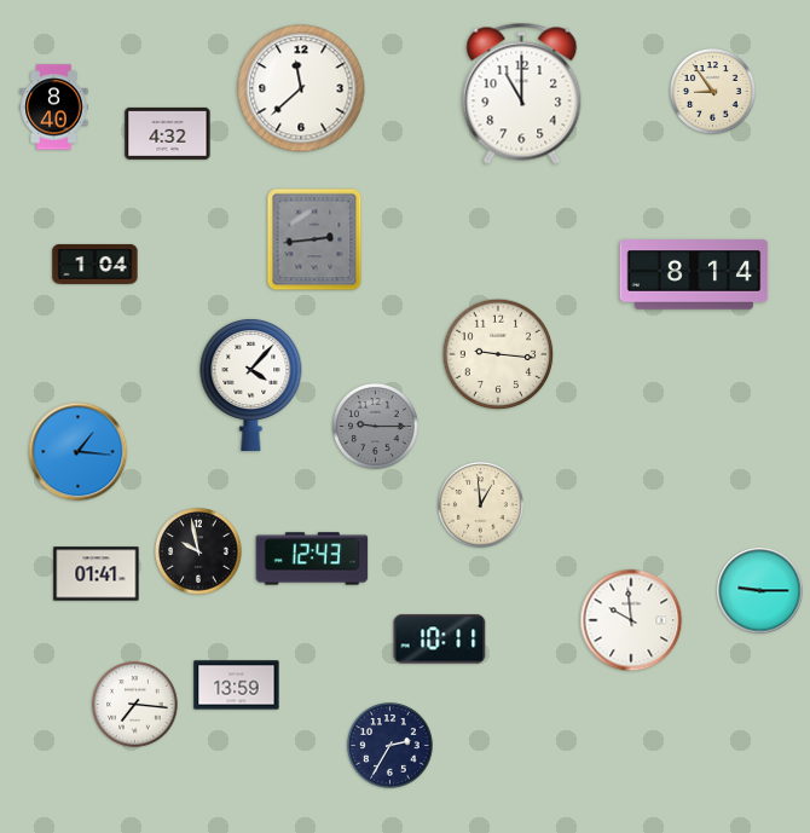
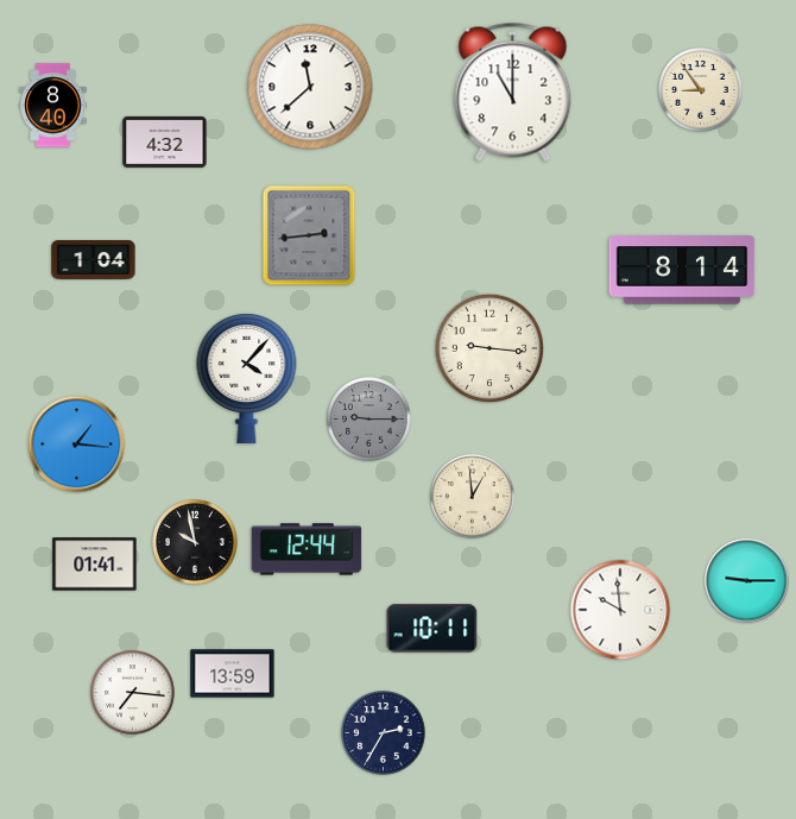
clock at (301, 88) position: (301, 88) -> (310, 87)
clock at (168, 133) position: (168, 133) -> (165, 141)
clock at (312, 559): 12:43 -> 12:44
